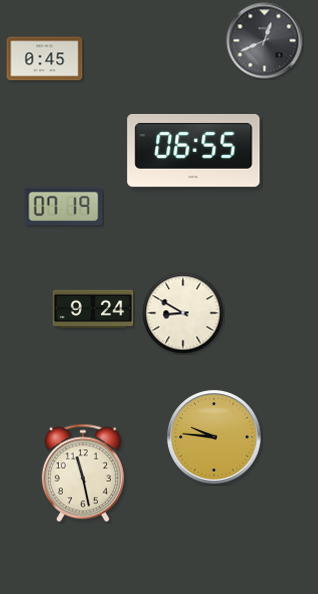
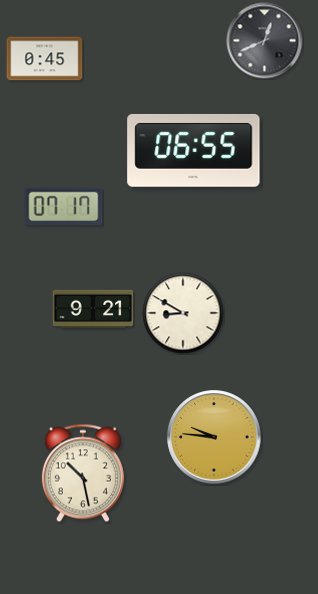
clock at (64, 207): 07:19 -> 07:17
clock at (93, 308): 9:24 -> 9:21
clock at (83, 473): 11:28 -> 10:28
